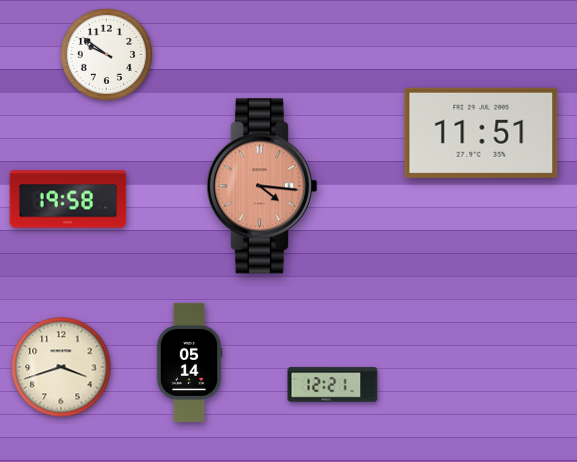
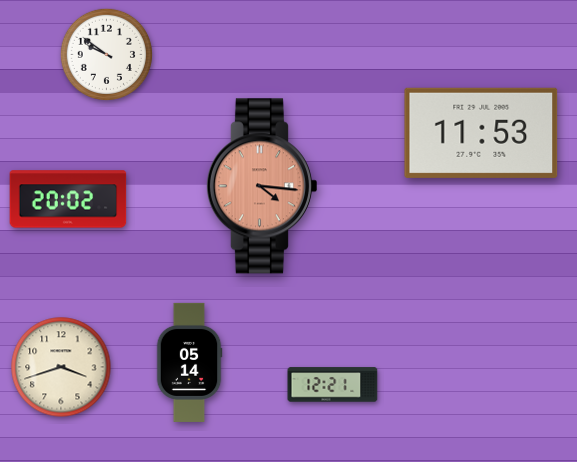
clock at (481, 133): 11:51 -> 11:53
clock at (68, 199): 19:58 -> 20:02
